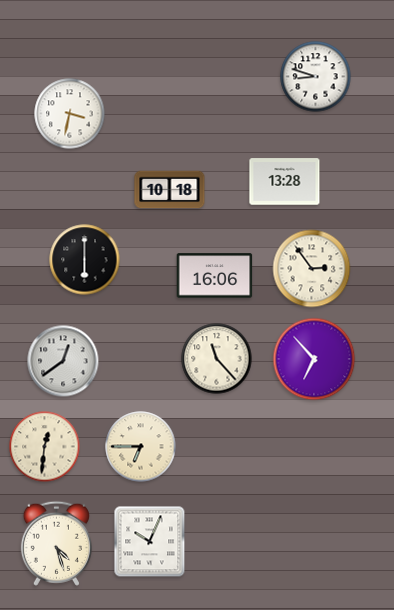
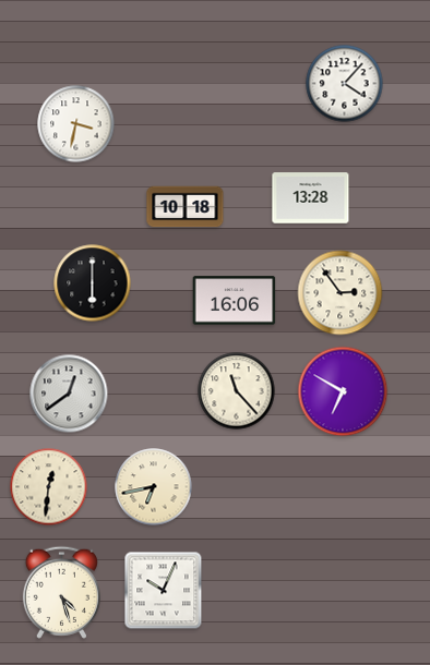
clock at (316, 77): 8:48 -> 4:07
clock at (314, 359): 6:53 -> 6:50
clock at (141, 447): 6:45 -> 6:43
